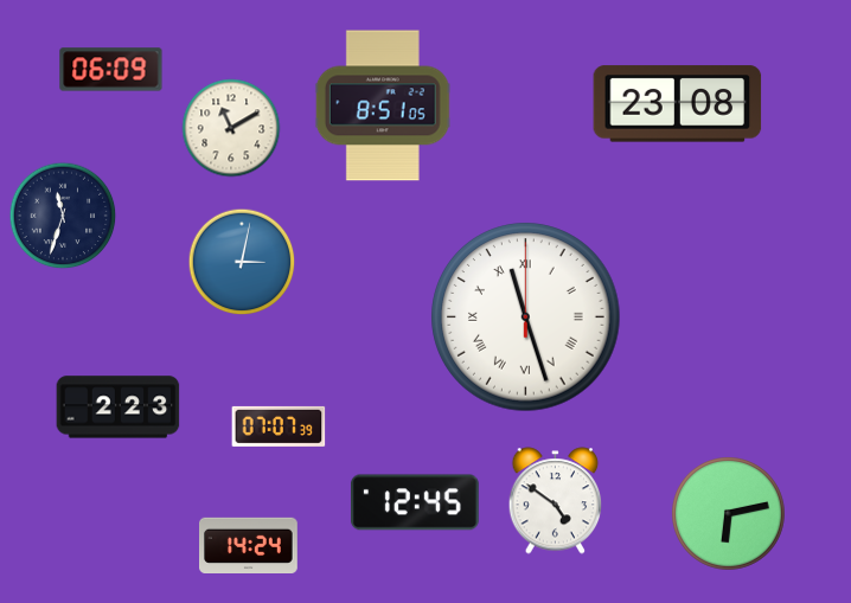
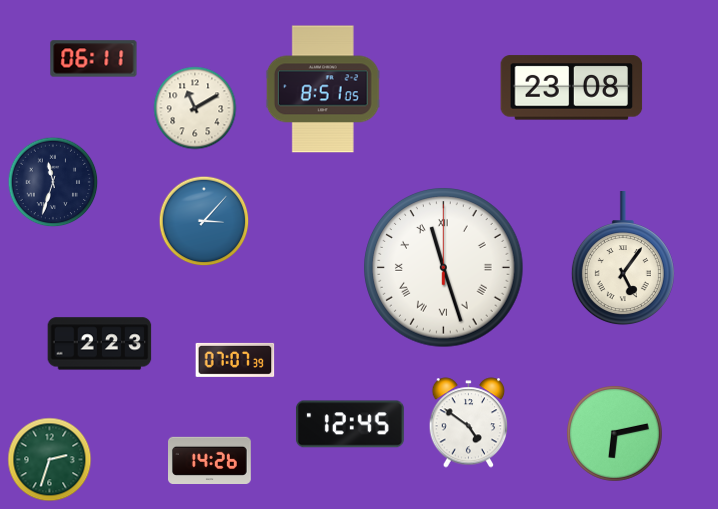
clock at (111, 70): 06:09 -> 06:11
clock at (242, 262): 3:02 -> 3:07
clock at (623, 259): none -> 5:06
clock at (50, 460): none -> 2:33
clock at (249, 545): 14:24 -> 14:26
